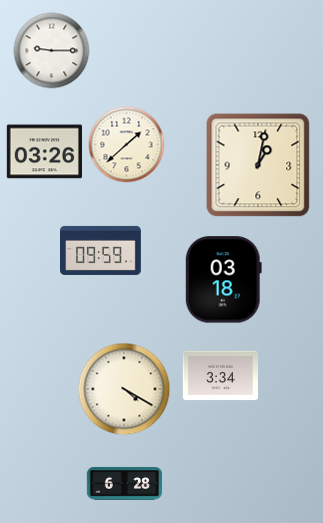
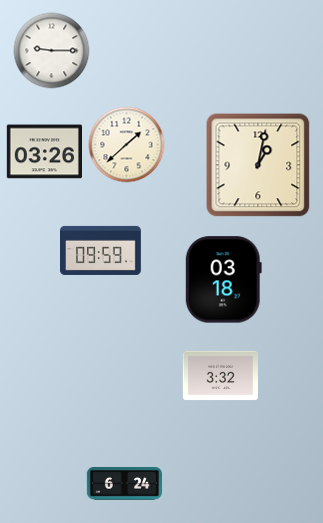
clock at (220, 376): 3:34 -> 3:32
clock at (124, 389): 4:20 -> none
clock at (125, 483): 6:28 -> 6:24
